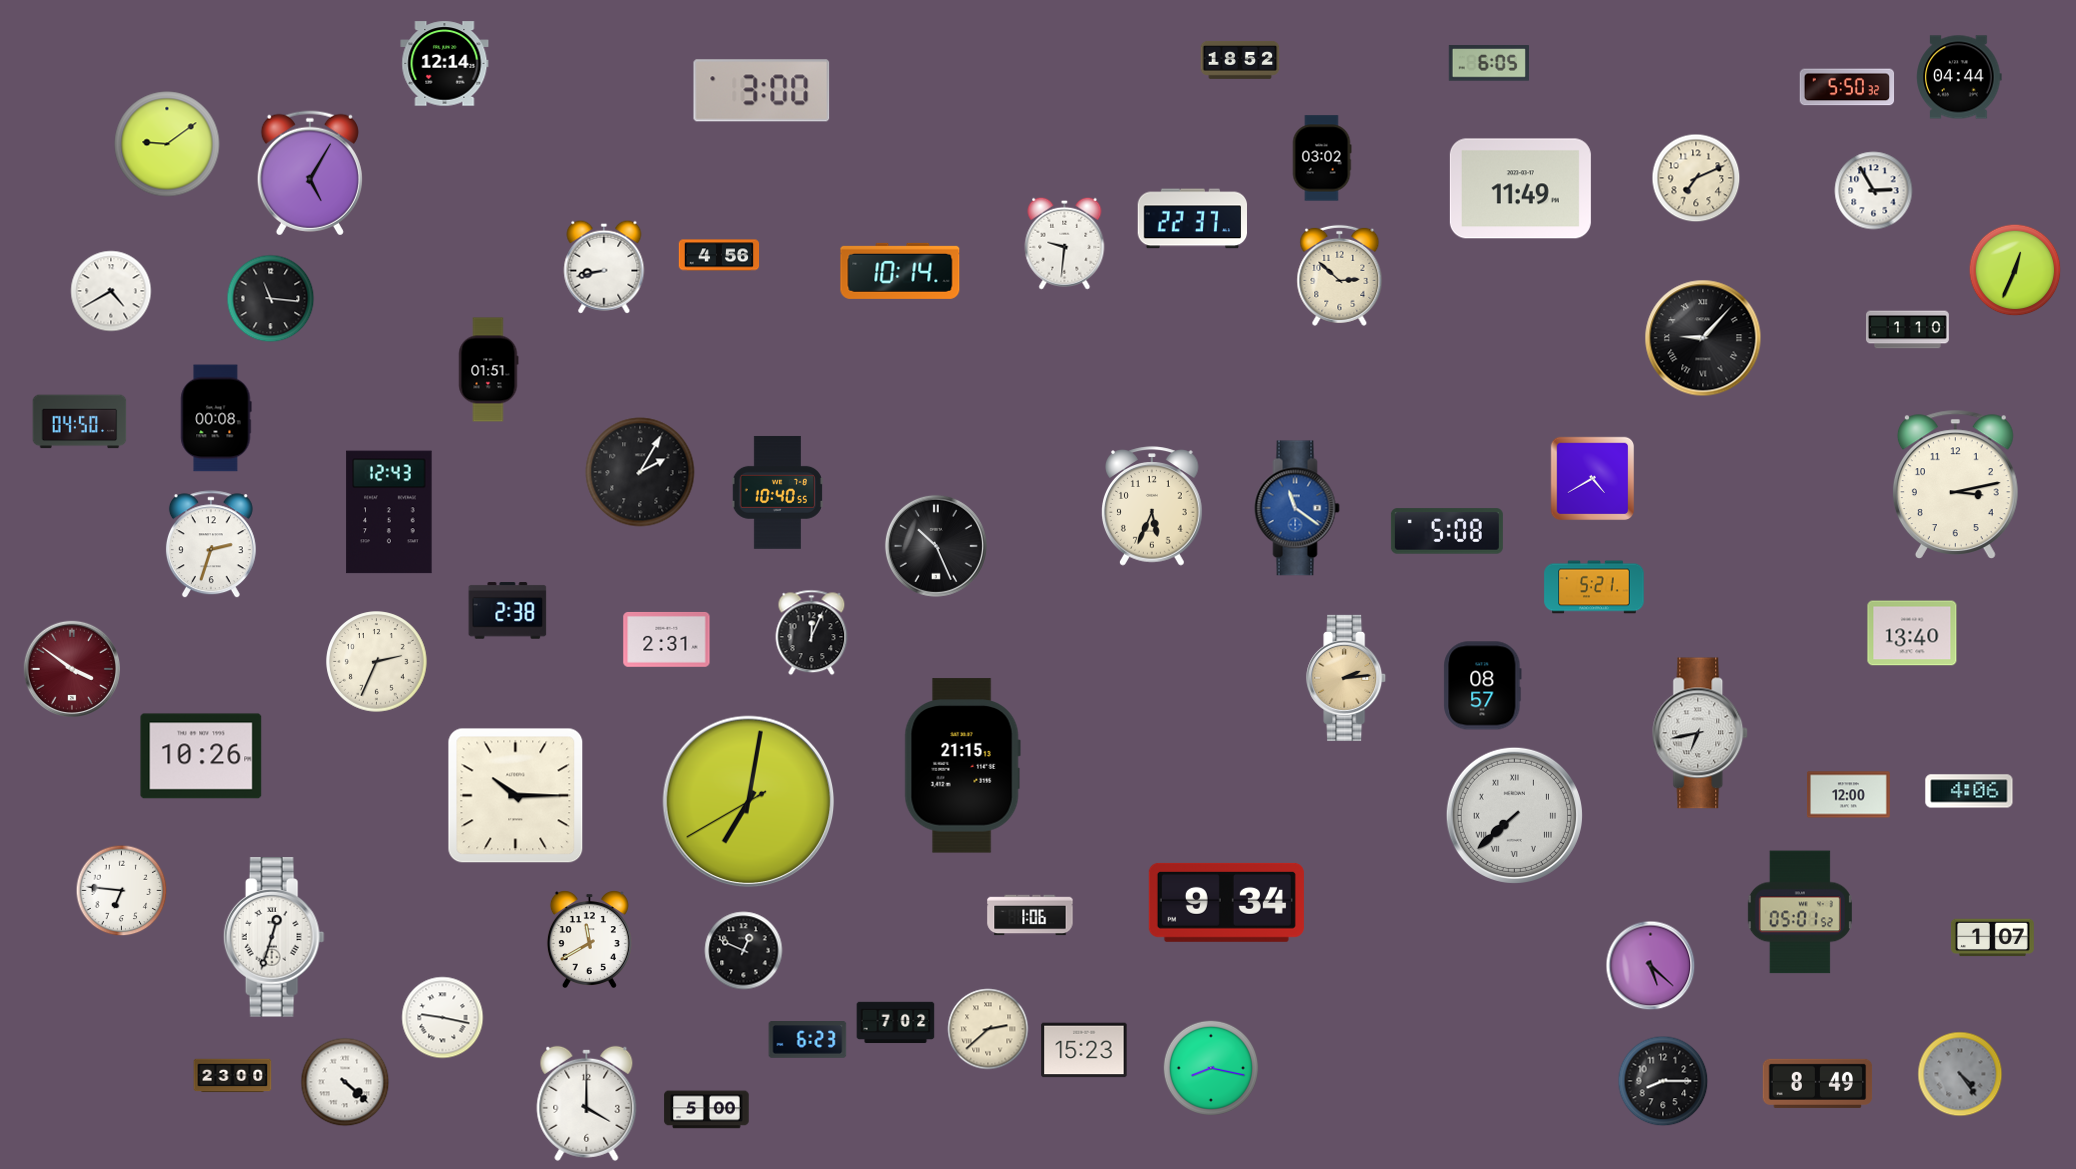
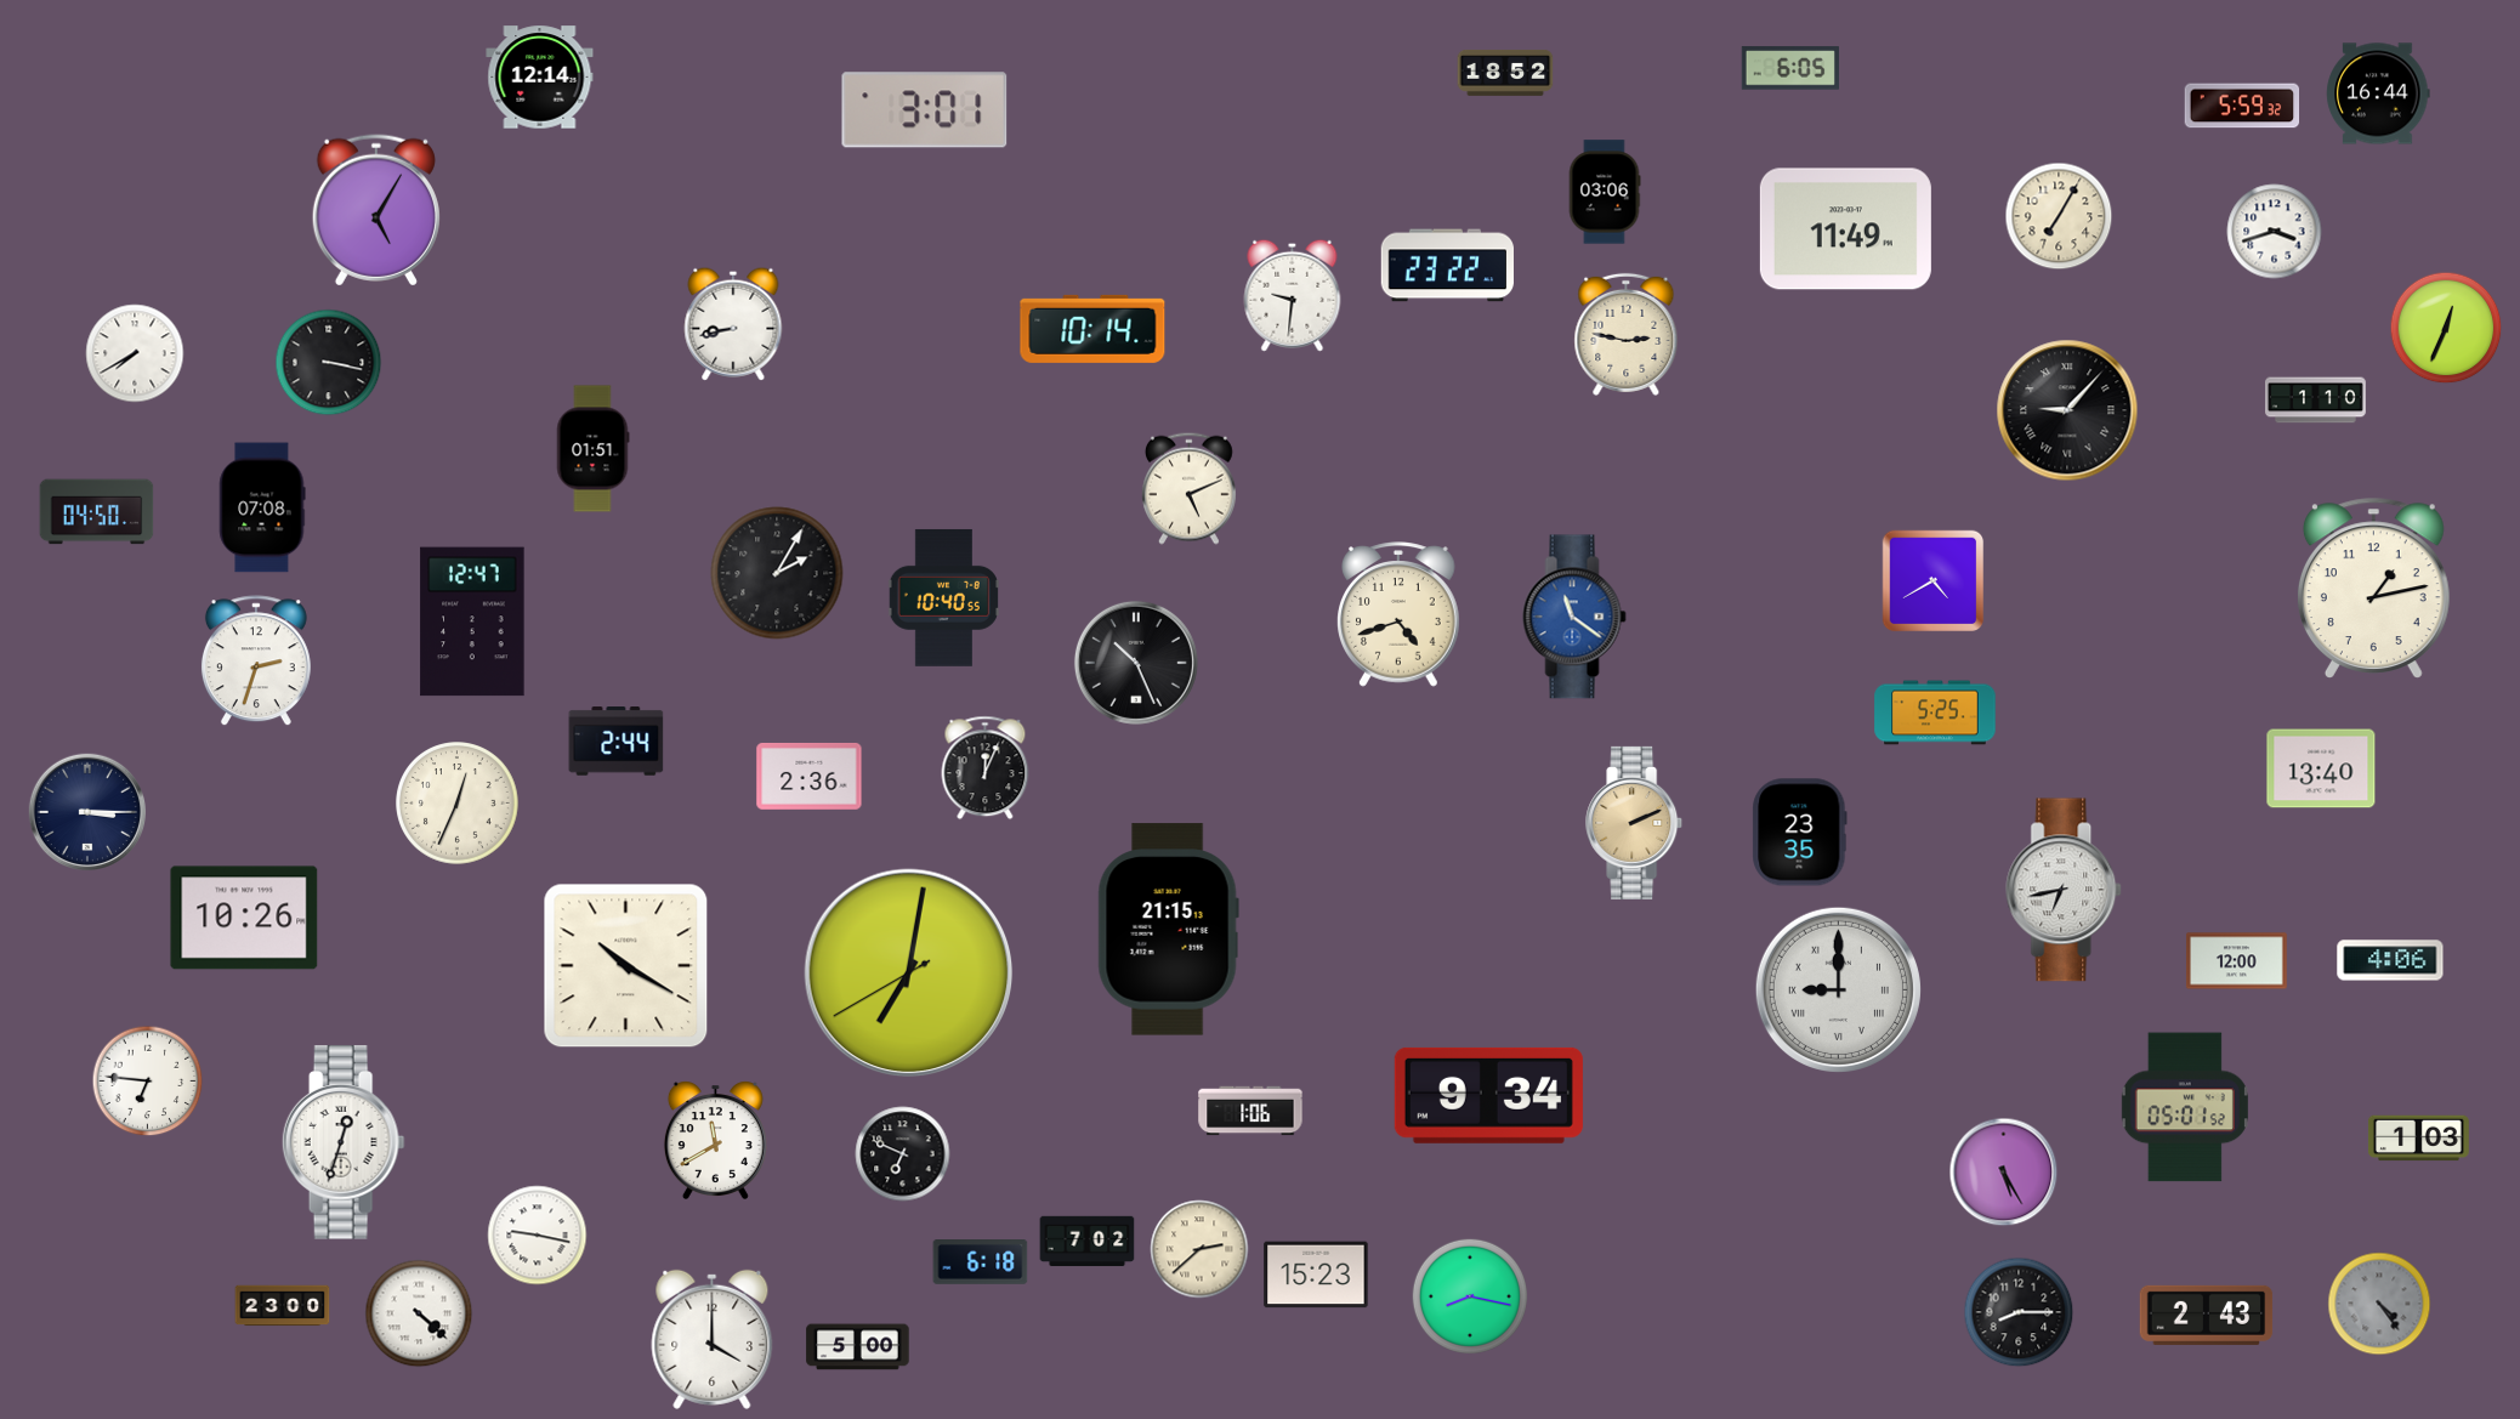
clock at (1489, 63) position: (1489, 63) -> (1790, 68)
clock at (1959, 77): 04:44 -> 16:44
clock at (1847, 87): 5:50 -> 5:59
clock at (762, 91): 3:00 -> 3:01
clock at (167, 144): 9:09 -> none
clock at (1322, 158): 03:02 -> 03:06
clock at (1696, 178): 7:11 -> 7:05
clock at (1874, 191): 2:55 -> 3:42
clock at (1193, 219): 22:37 -> 23:22
clock at (719, 255): 4:56 -> none
clock at (1340, 275): 2:52 -> 2:47
clock at (111, 291): 4:40 -> 7:40
clock at (271, 299): 11:16 -> 3:17
clock at (1188, 488): none -> 5:11
clock at (216, 418): 00:08 -> 07:08
clock at (1955, 484): 3:13 -> 1:13
clock at (1153, 506): 5:34 -> 4:42
clock at (389, 512): 12:43 -> 12:47
clock at (1447, 531): 5:08 -> none
clock at (1594, 587): 5:21 -> 5:25
clock at (508, 611): 2:38 -> 2:44
clock at (667, 639): 2:31 -> 2:36
clock at (377, 662): 2:34 -> 12:34
clock at (71, 668): 3:51 -> 3:15
clock at (71, 668) dial: burgundy -> navy
clock at (1347, 678): 2:14 -> 2:11
clock at (1483, 686): 08:57 -> 23:35
clock at (1848, 795) position: (1848, 795) -> (2236, 961)
clock at (516, 796): 10:15 -> 10:20
clock at (1514, 815): 7:38 -> 9:00
clock at (274, 937) position: (274, 937) -> (344, 1142)
clock at (1992, 938): 1:07 -> 1:03
clock at (744, 951): 12:49 -> 6:49
clock at (1651, 966): 5:22 -> 5:25
clock at (808, 1040): 6:23 -> 6:18
clock at (1818, 1083): 8:49 -> 2:43
